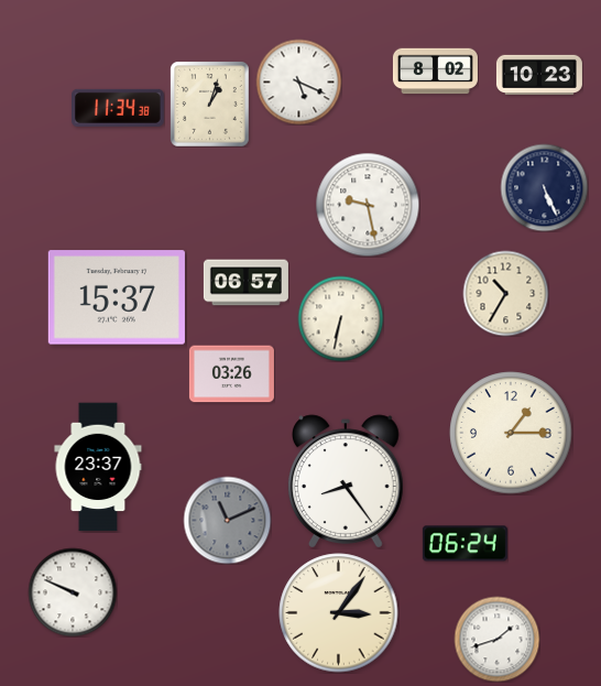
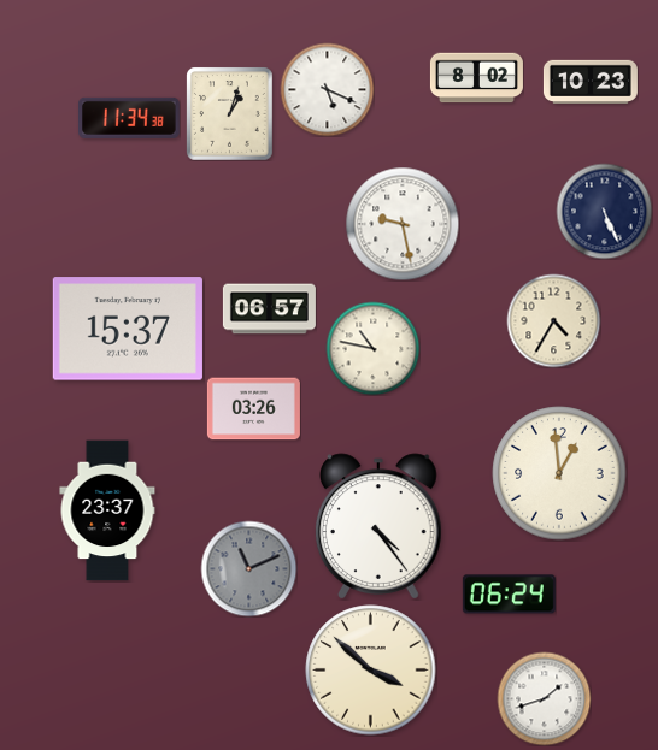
clock at (544, 187) position: (544, 187) -> (604, 211)
clock at (505, 293): 10:35 -> 4:35
clock at (117, 297) position: (117, 297) -> (128, 329)
clock at (340, 318): 6:32 -> 10:47
clock at (511, 433): 1:15 -> 12:59
clock at (347, 481): 8:24 -> 4:24
clock at (73, 592): 9:49 -> none
clock at (339, 613): 3:06 -> 3:52
